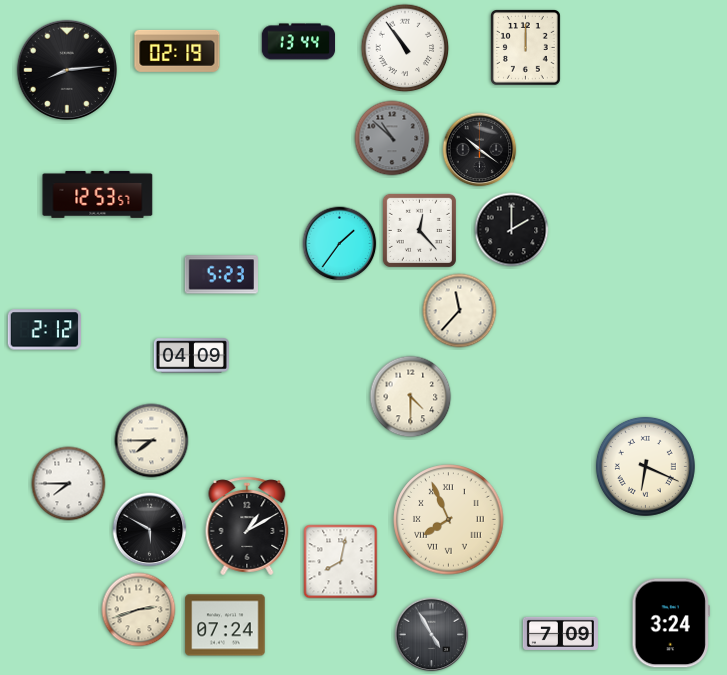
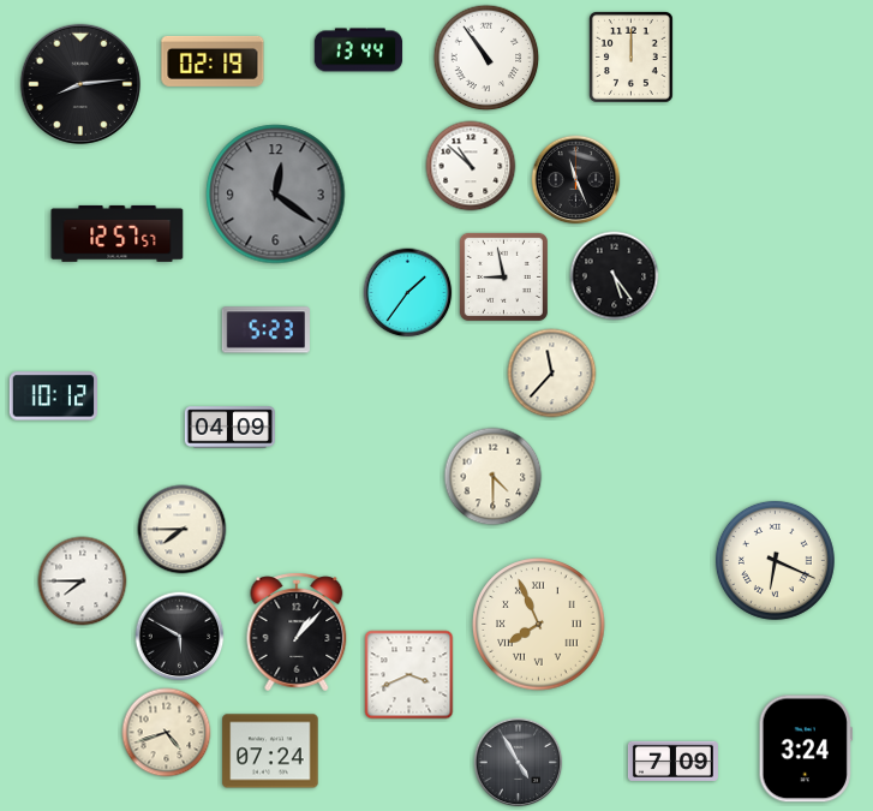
clock at (392, 138) dial: grey -> white
clock at (480, 150): 10:21 -> 11:26
clock at (276, 195): none -> 12:21
clock at (98, 194): 12:53 -> 12:57
clock at (419, 230): 12:23 -> 8:58
clock at (512, 230): 2:00 -> 5:24
clock at (44, 330): 2:12 -> 10:12
clock at (247, 526): 1:10 -> 1:07
clock at (341, 562): 8:02 -> 3:41
clock at (139, 610): 2:42 -> 4:42
